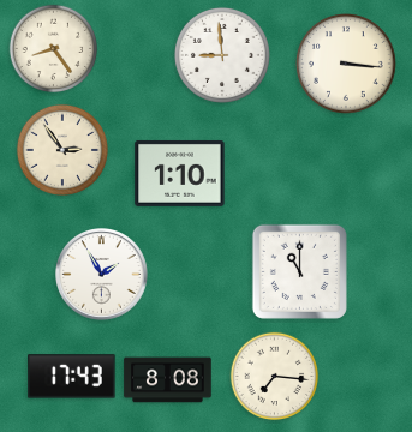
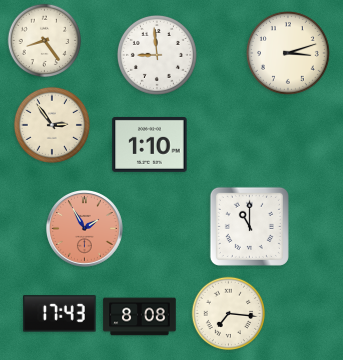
clock at (222, 55) position: (222, 55) -> (157, 55)
clock at (347, 65): 3:16 -> 3:12
clock at (102, 275) dial: white -> salmon
